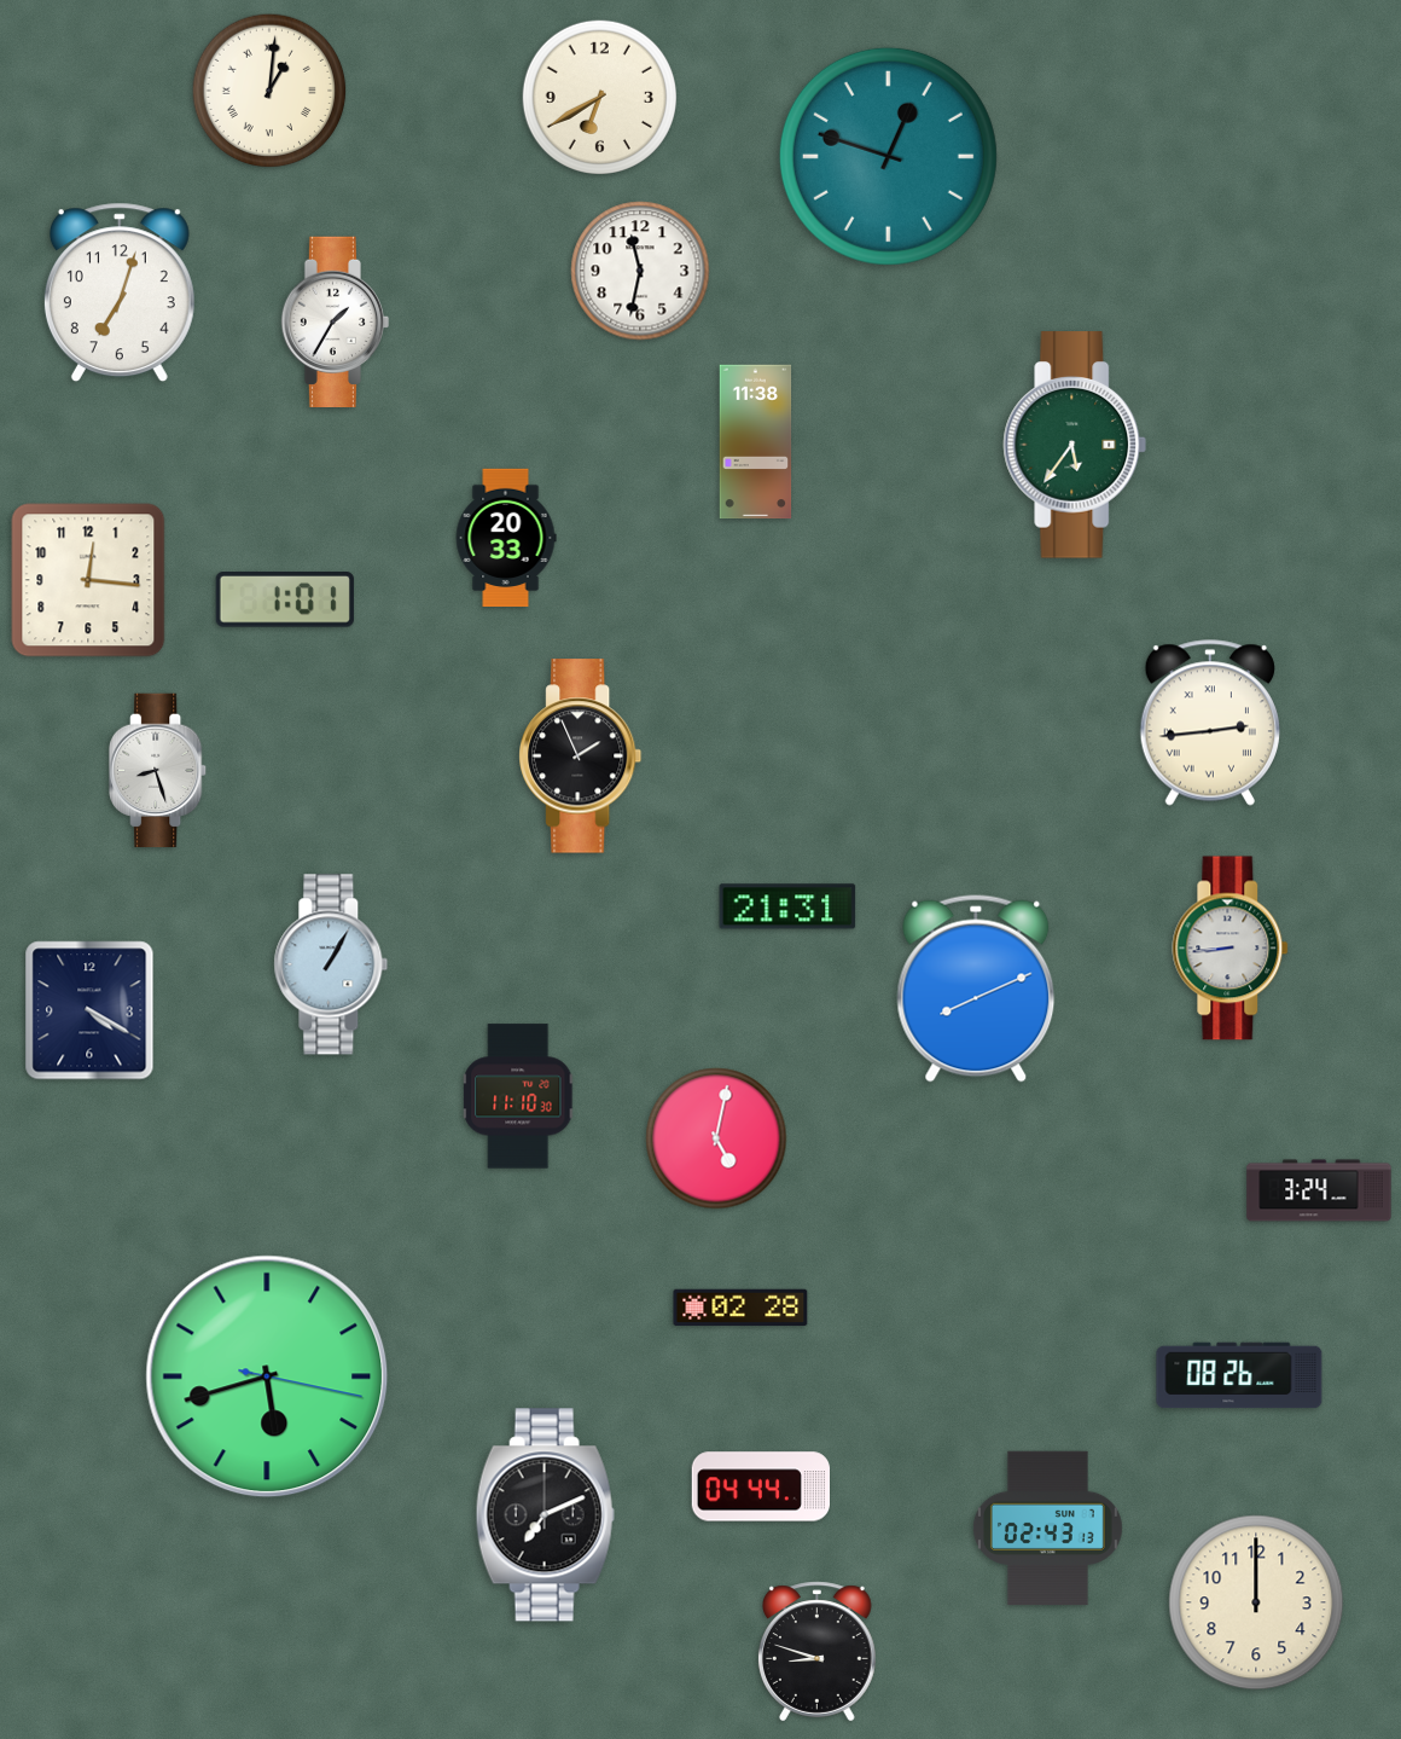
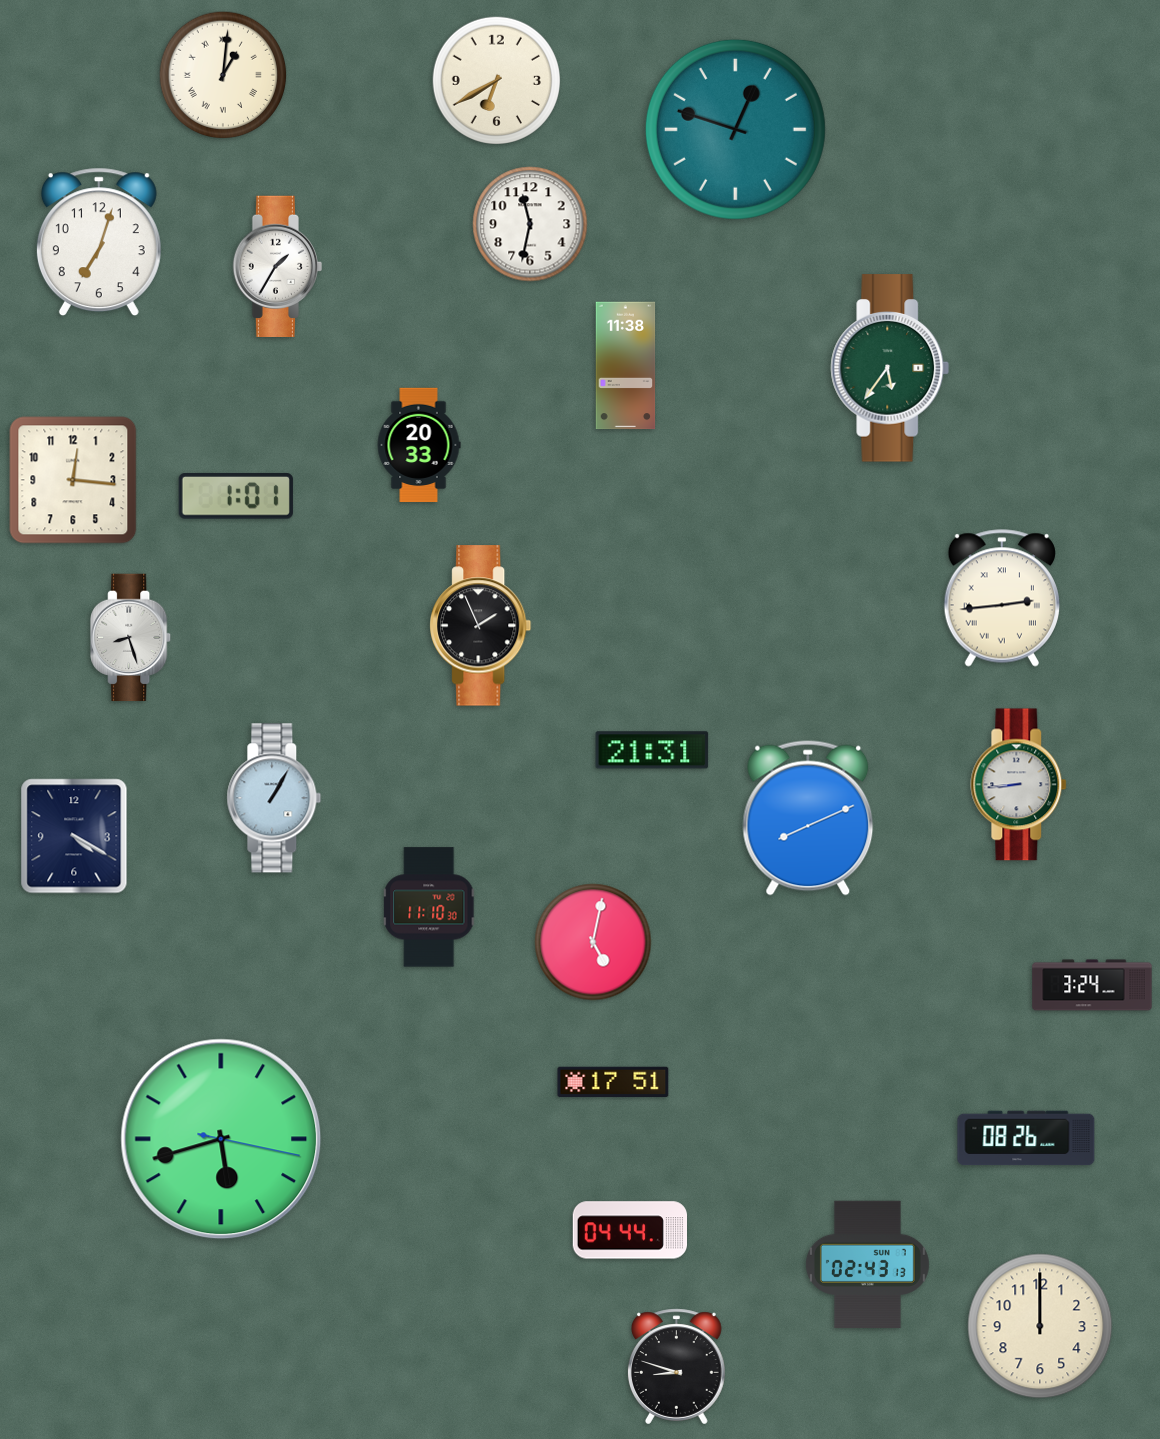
clock at (740, 1308): 02:28 -> 17:51
clock at (545, 1515): 7:11 -> none
